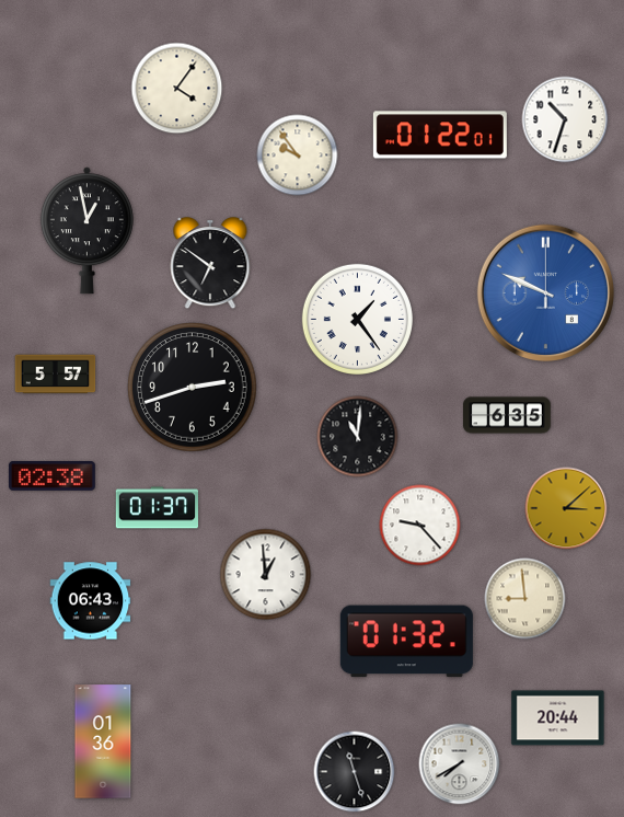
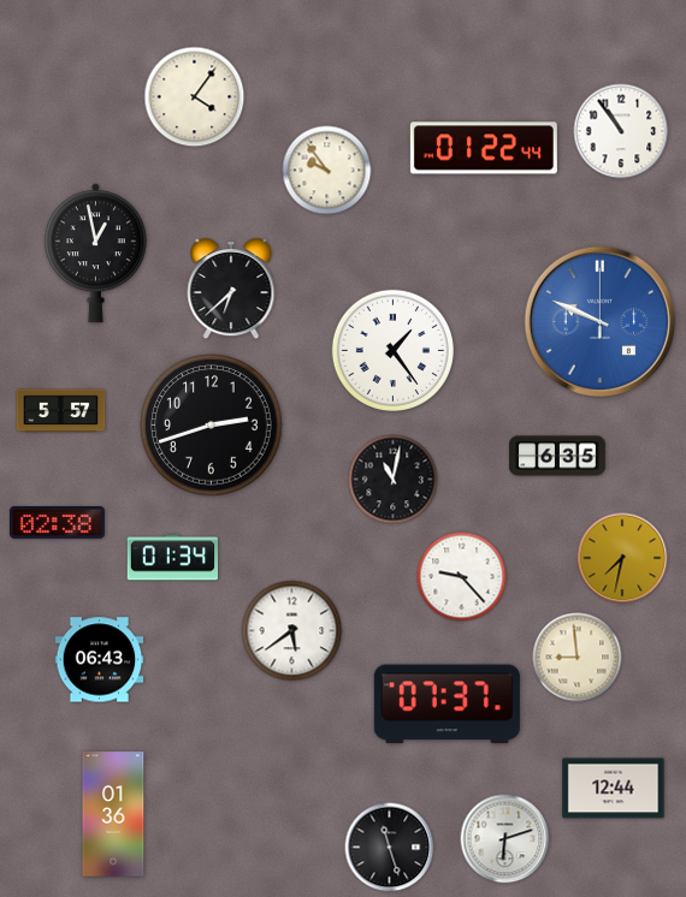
clock at (565, 119): 10:33 -> 10:54
clock at (440, 135): 01:22:01 -> 01:22:44
clock at (210, 264): 6:51 -> 6:38
clock at (358, 437): 11:01 -> 11:02
clock at (157, 508): 01:37 -> 01:34
clock at (566, 508): 3:08 -> 7:32
clock at (266, 575): 12:59 -> 5:39
clock at (406, 642): 01:32 -> 07:37
clock at (558, 718): 20:44 -> 12:44
clock at (460, 764): 7:40 -> 6:12
